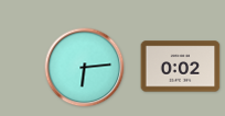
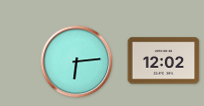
clock at (181, 67): 0:02 -> 12:02
